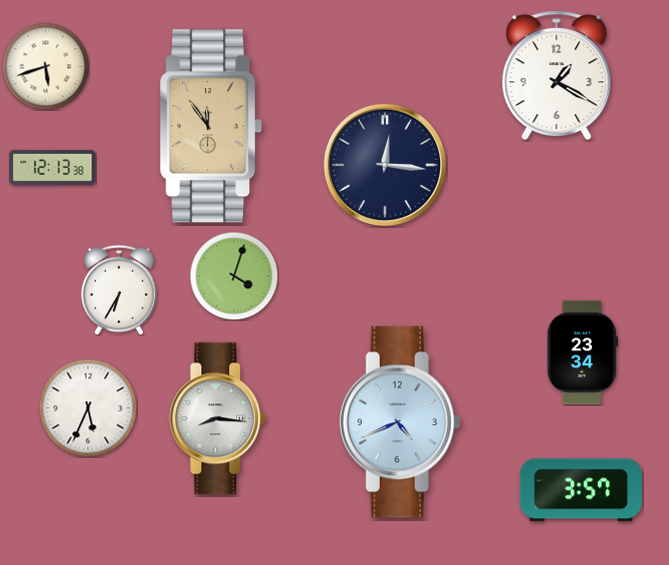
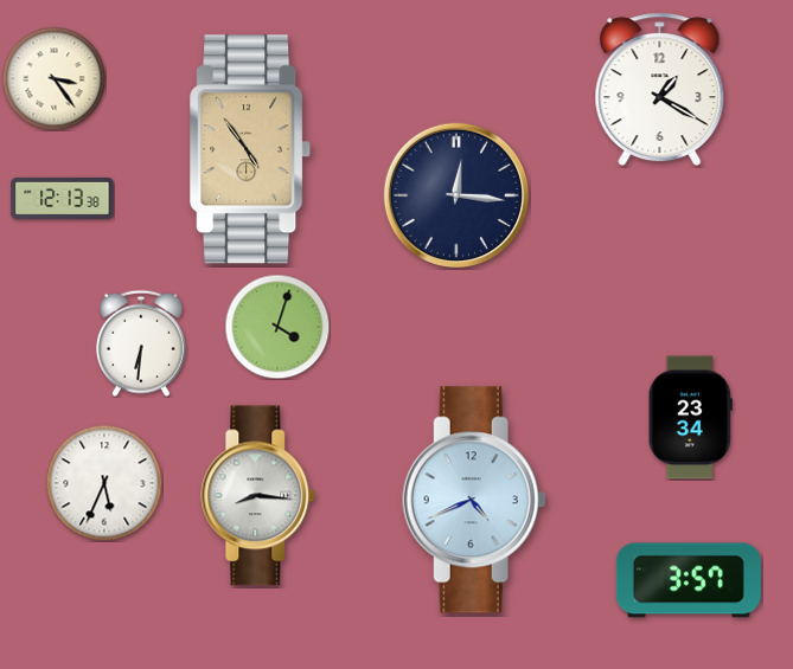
clock at (45, 66): 5:42 -> 3:24
clock at (212, 126): 11:54 -> 4:54
clock at (119, 290): 6:35 -> 6:31
